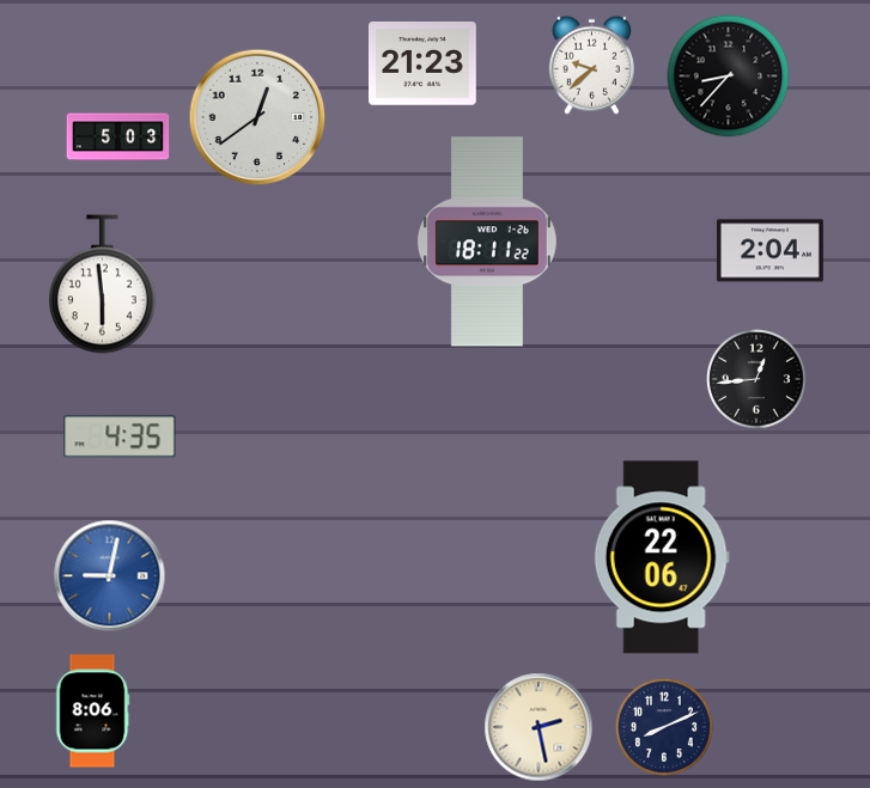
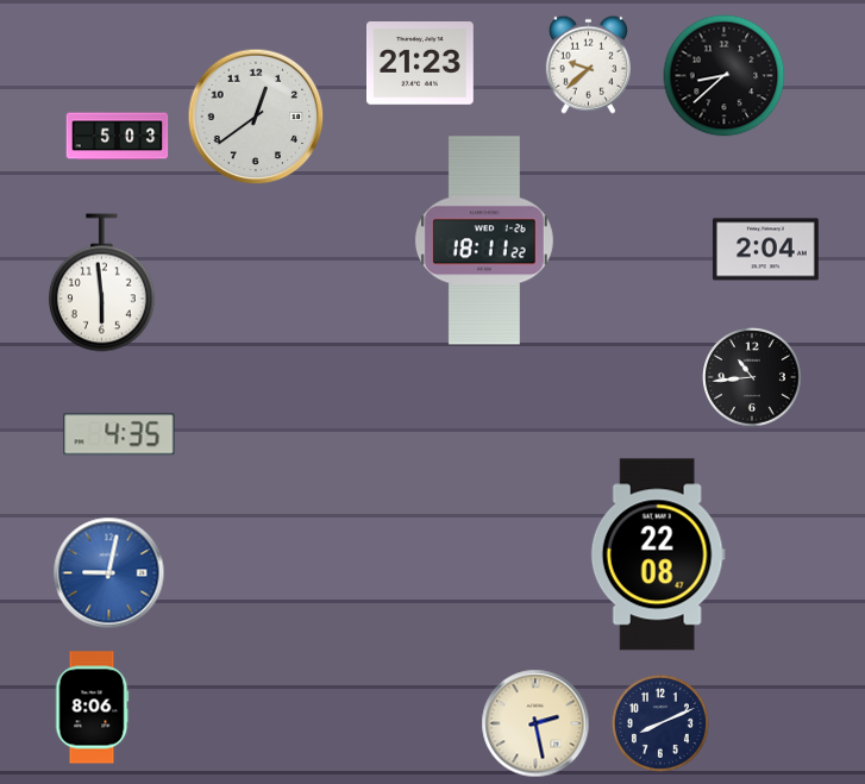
clock at (729, 77): 8:37 -> 8:38
clock at (758, 380): 12:44 -> 10:44
clock at (662, 557): 22:06 -> 22:08
